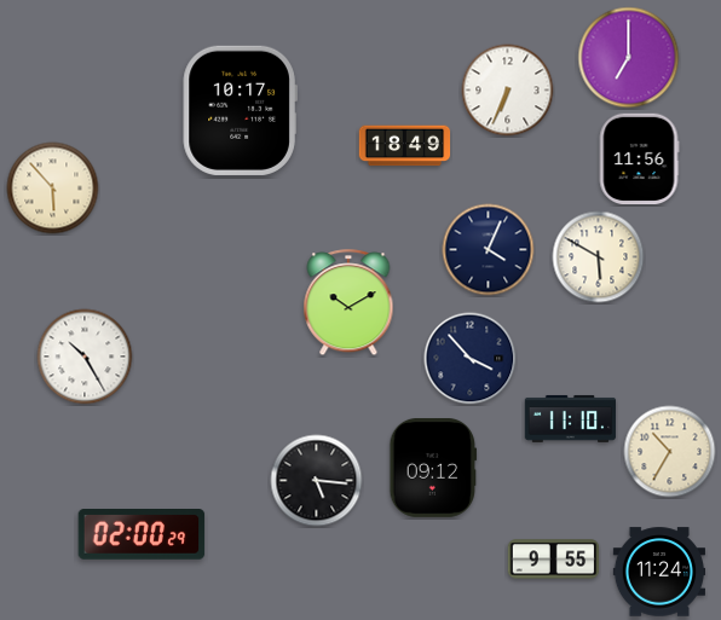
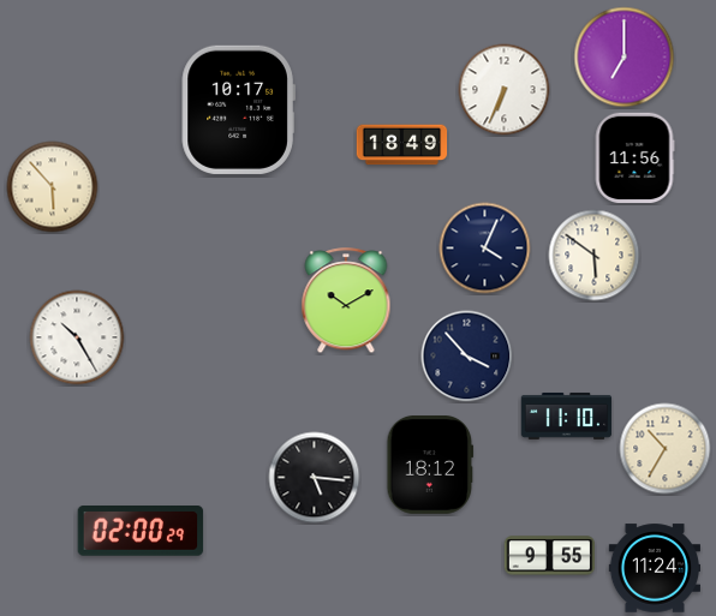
clock at (599, 257): 5:50 -> 5:51
clock at (85, 357) position: (85, 357) -> (77, 337)
clock at (433, 469): 09:12 -> 18:12
